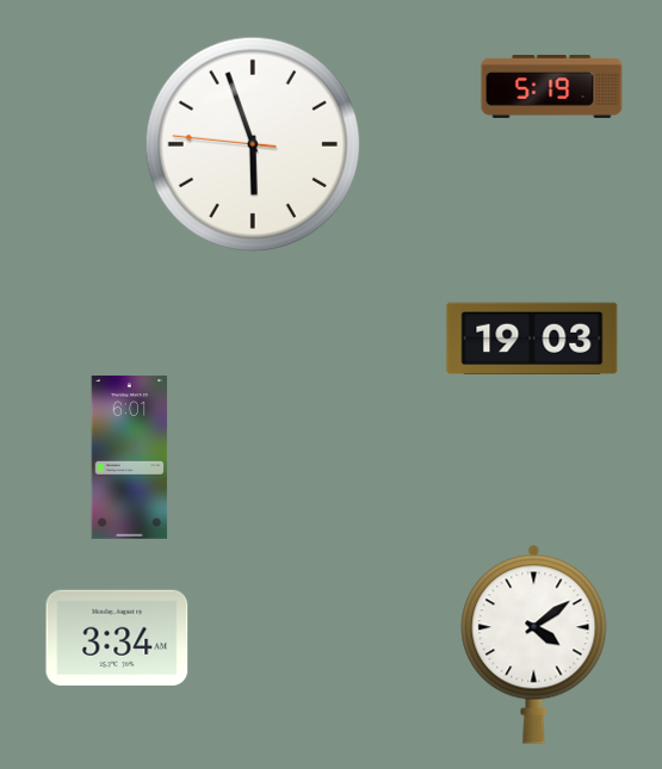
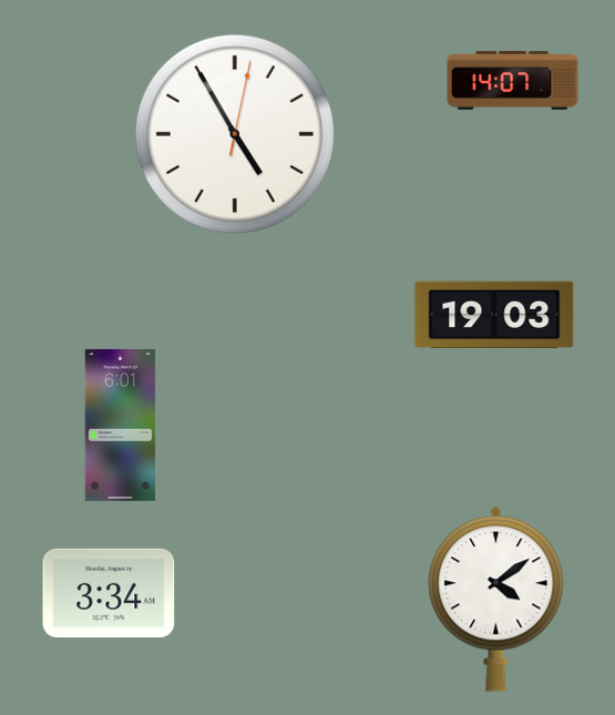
clock at (552, 86): 5:19 -> 14:07
clock at (253, 144): 5:56 -> 4:55
